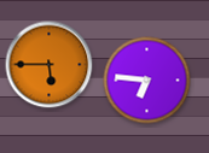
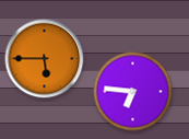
clock at (147, 81) position: (147, 81) -> (133, 92)
